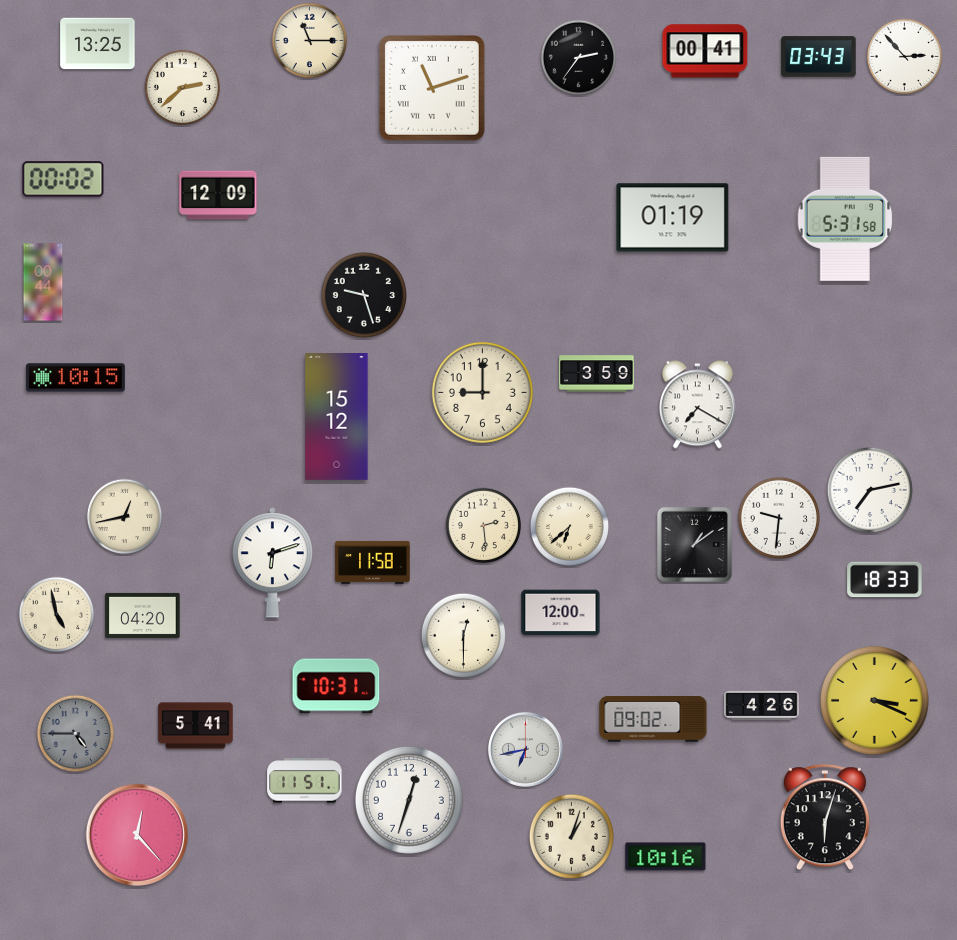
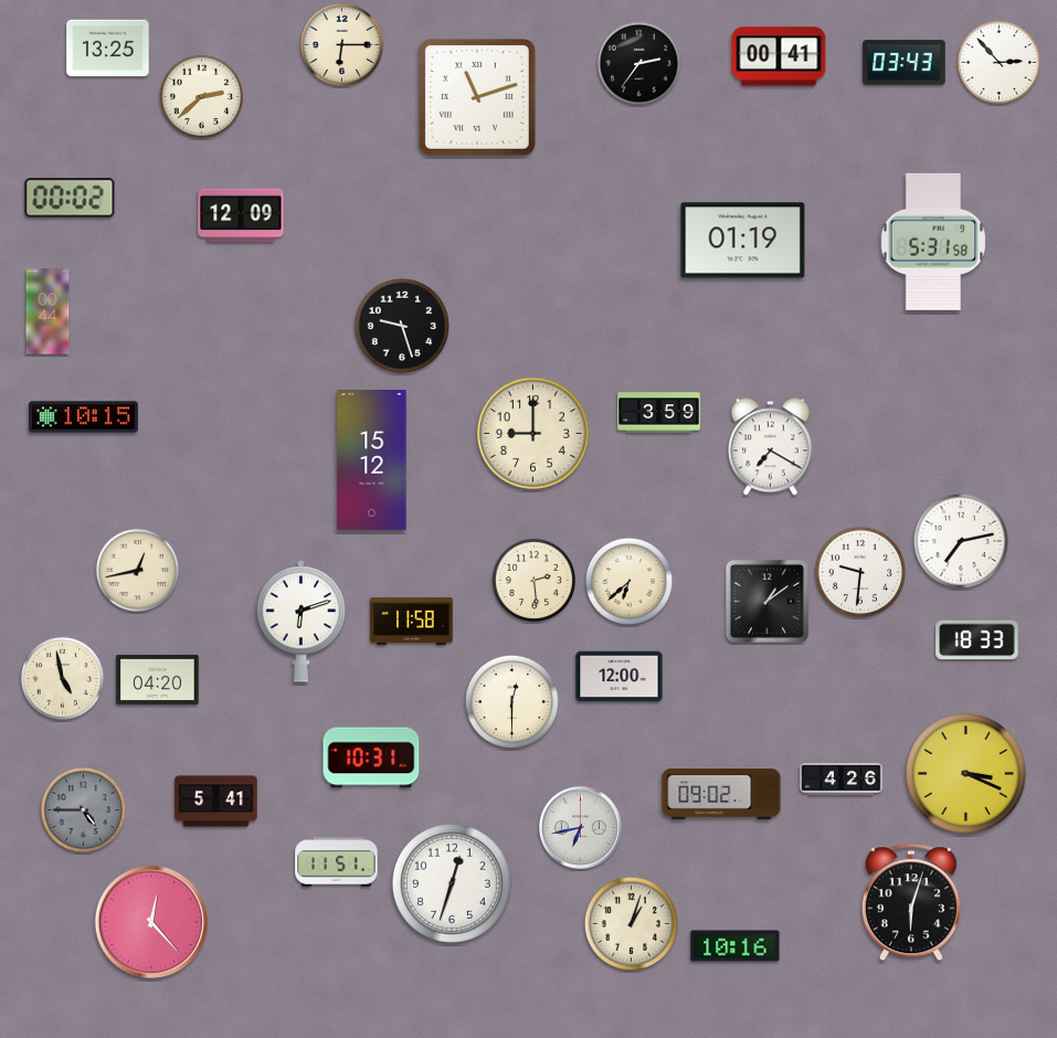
clock at (310, 41): 11:15 -> 6:15
